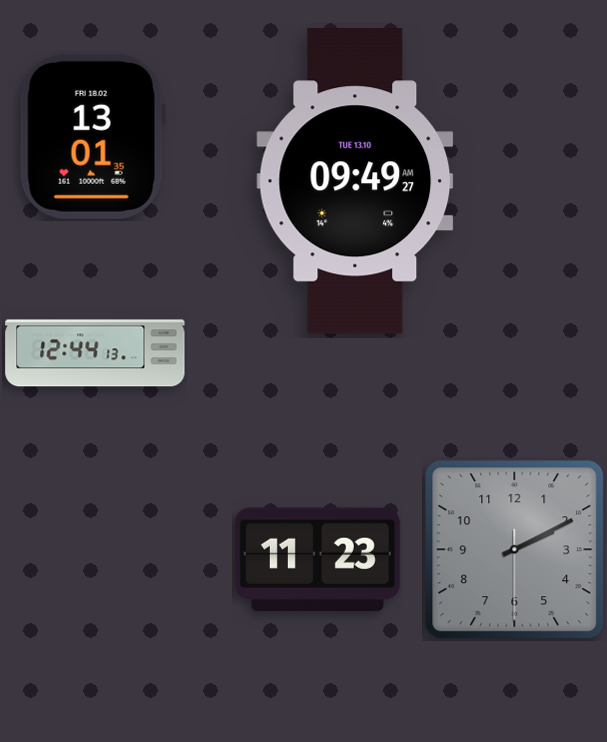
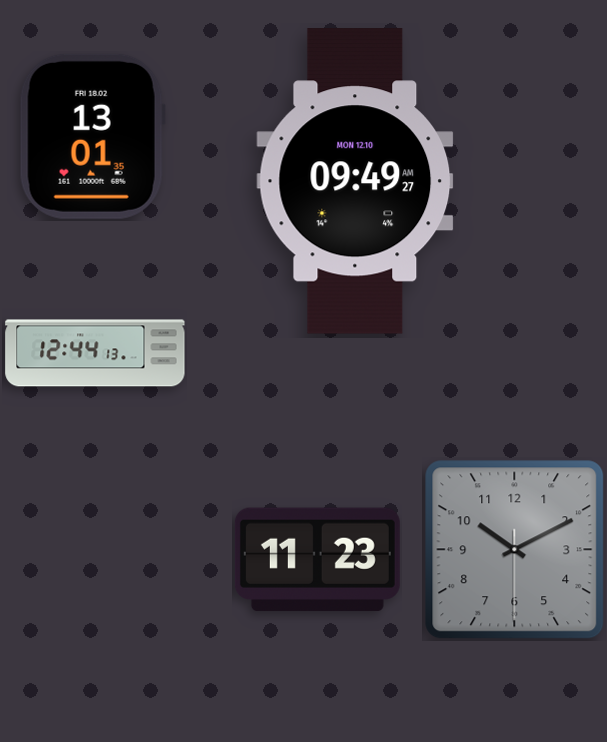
clock at (355, 181) date: TUE 13.10 -> MON 12.10
clock at (515, 550): 2:10 -> 10:10
